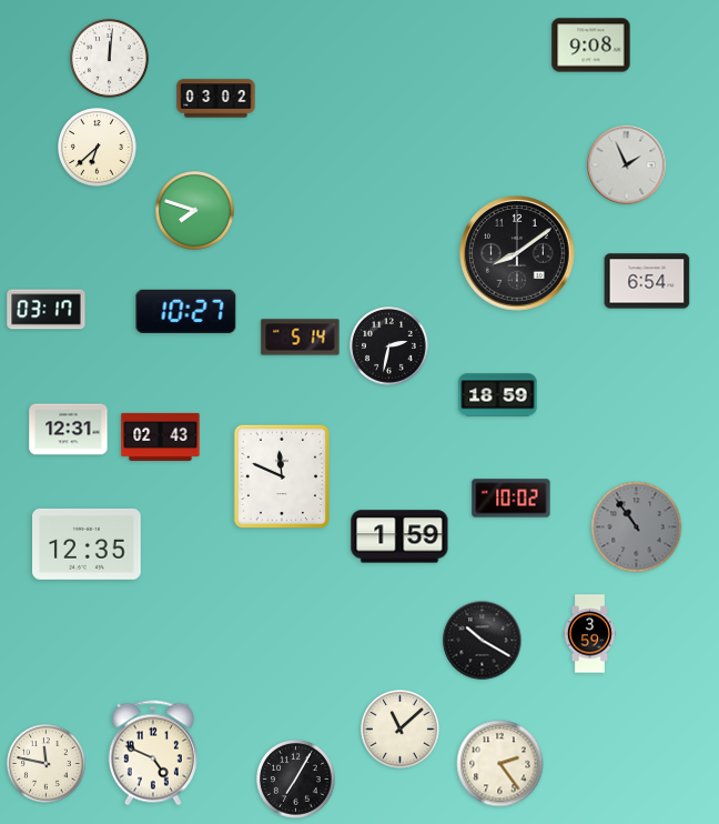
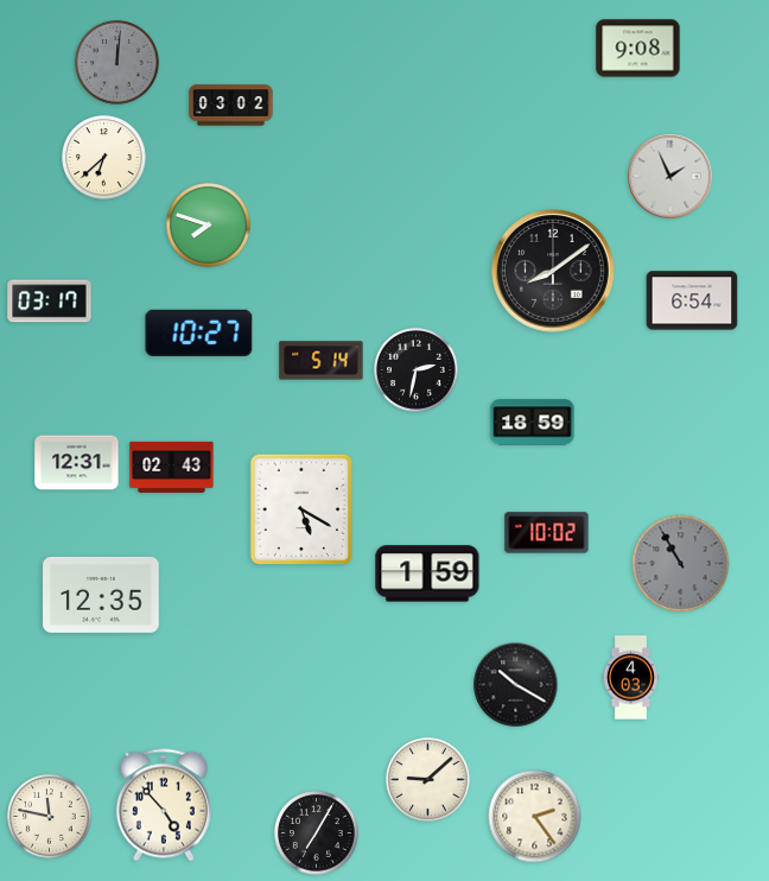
clock at (591, 46) position: (591, 46) -> (638, 49)
clock at (110, 59) dial: white -> grey
clock at (47, 310) position: (47, 310) -> (50, 302)
clock at (69, 430) position: (69, 430) -> (77, 463)
clock at (281, 476): 11:49 -> 5:20
clock at (637, 527): 10:54 -> 10:55
clock at (87, 544) position: (87, 544) -> (101, 595)
clock at (589, 634): 3:59 -> 4:03
clock at (401, 730): 11:08 -> 9:08
clock at (153, 753): 4:49 -> 4:53
